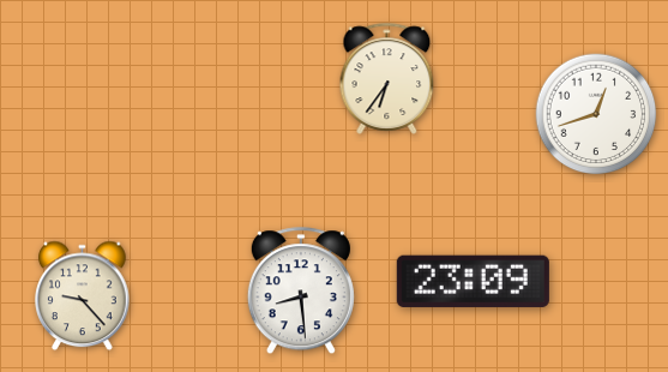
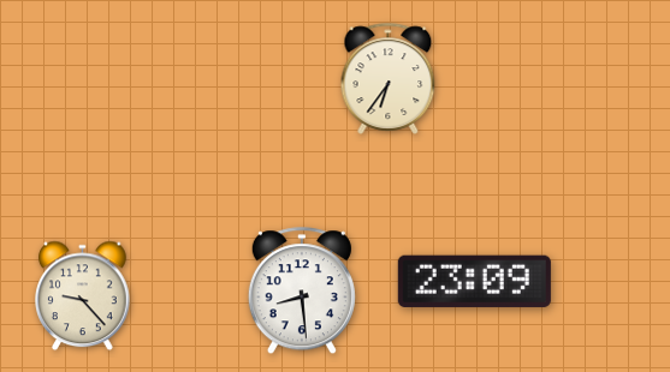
clock at (596, 114): 12:42 -> none
